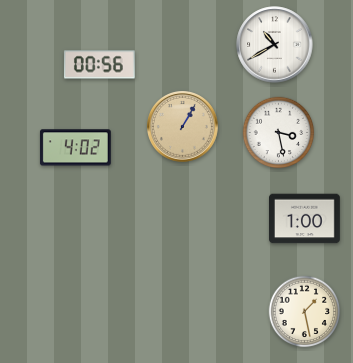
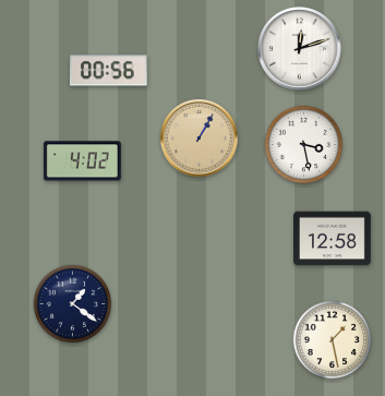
clock at (275, 45): 10:40 -> 12:12
clock at (305, 219): 1:00 -> 12:58
clock at (73, 304): none -> 1:21
